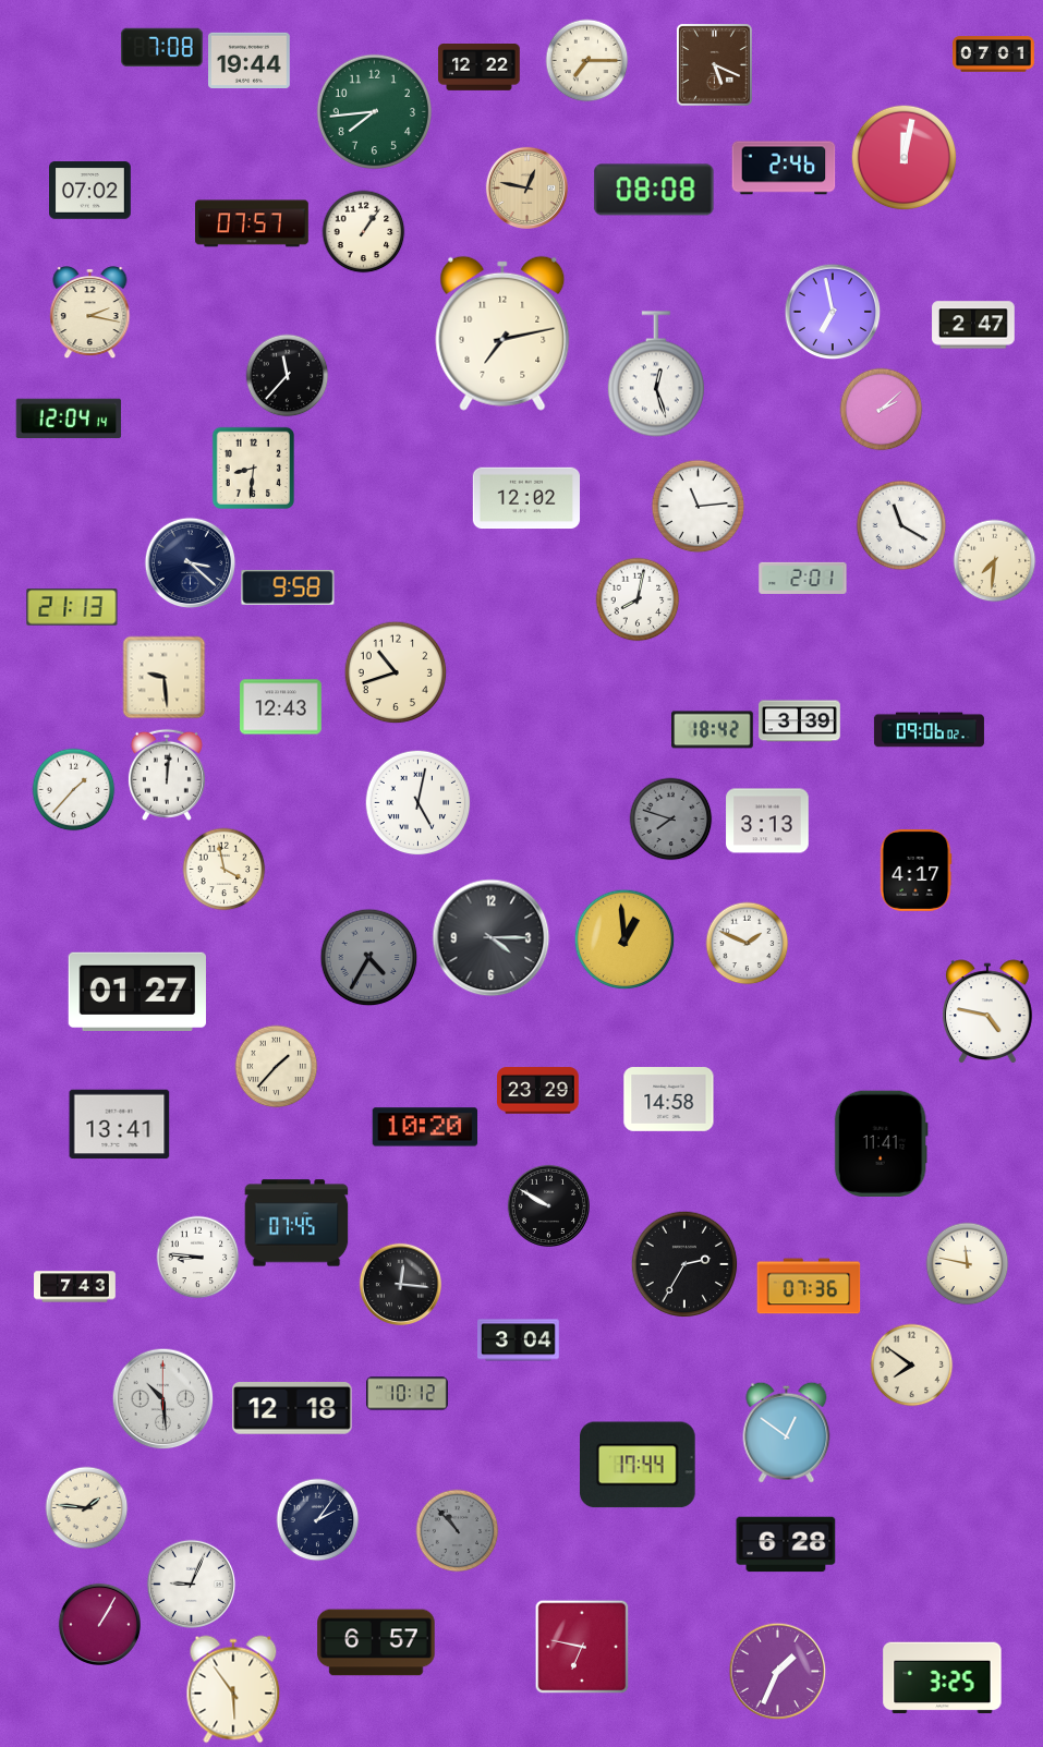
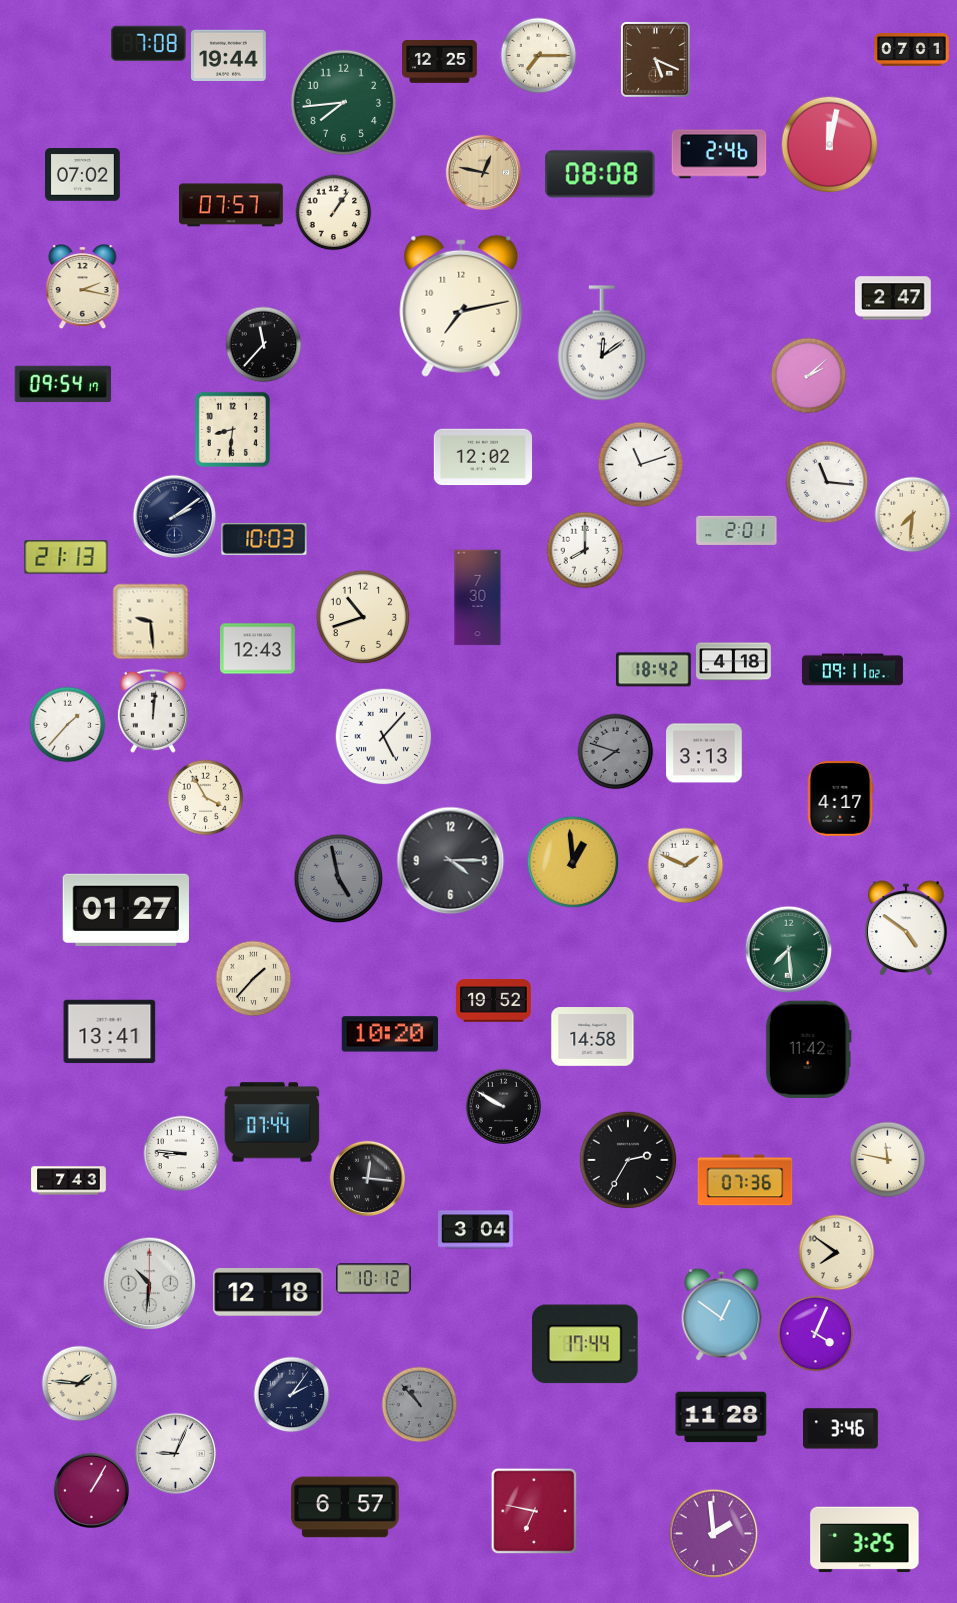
clock at (480, 68): 12:22 -> 12:25
clock at (833, 312): 6:58 -> none
clock at (656, 374): 12:27 -> 12:09
clock at (69, 418): 12:04 -> 09:54
clock at (699, 507): 11:14 -> 11:12
clock at (901, 525): 11:20 -> 11:16
clock at (191, 563): 3:22 -> 2:09
clock at (288, 587): 9:58 -> 10:03
clock at (638, 599): 8:02 -> 8:00
clock at (478, 598): none -> 7:30
clock at (800, 721): 3:39 -> 4:18
clock at (929, 730): 09:06 -> 09:11
clock at (419, 803): 5:02 -> 5:07
clock at (225, 870): 3:58 -> 3:55
clock at (369, 958): 4:35 -> 4:58
clock at (989, 1011): 4:47 -> 4:51
clock at (789, 950): none -> 7:29
clock at (538, 1091): 23:29 -> 19:52
clock at (669, 1100) position: (669, 1100) -> (593, 1037)
clock at (881, 1143): 11:41 -> 11:42
clock at (296, 1223): 07:45 -> 07:44
clock at (809, 1286) position: (809, 1286) -> (745, 1180)
clock at (163, 1399): 10:29 -> 10:31
clock at (816, 1334): none -> 4:04
clock at (786, 1544): 6:28 -> 11:28
clock at (841, 1429): none -> 3:46
clock at (778, 1672): 1:34 -> 1:59
clock at (233, 1689): 5:54 -> none
